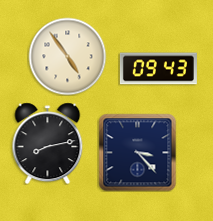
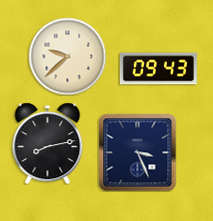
clock at (67, 56): 4:54 -> 9:38
clock at (137, 152): 3:23 -> 3:26
